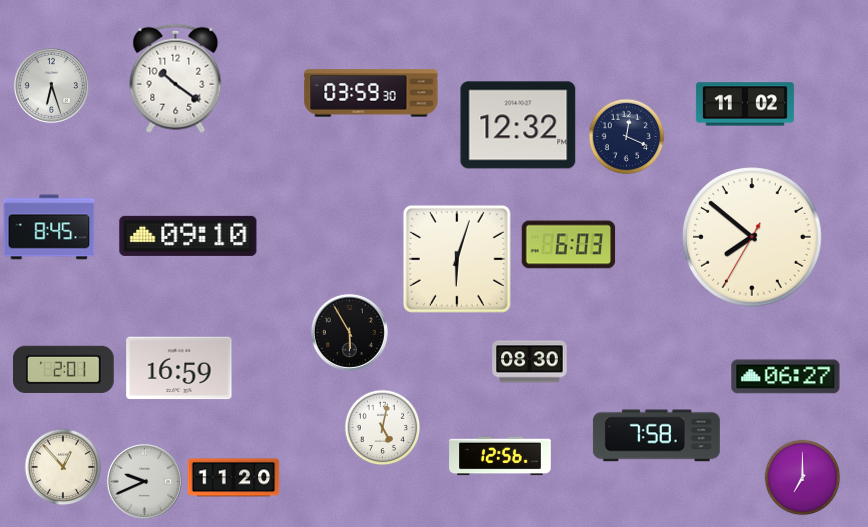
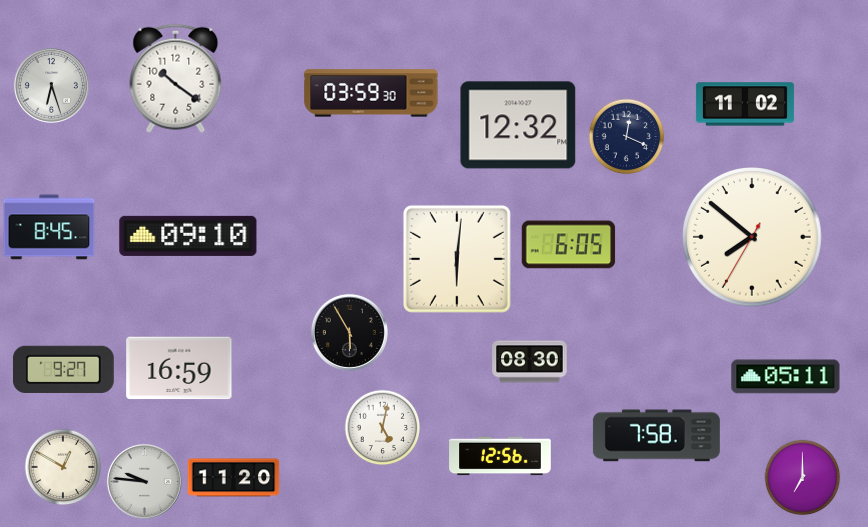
clock at (569, 245): 6:03 -> 6:05
clock at (457, 259): 6:03 -> 6:01
clock at (63, 369): 2:01 -> 9:27
clock at (786, 377): 06:27 -> 05:11
clock at (63, 467): 12:53 -> 12:50
clock at (144, 481): 9:41 -> 9:46
